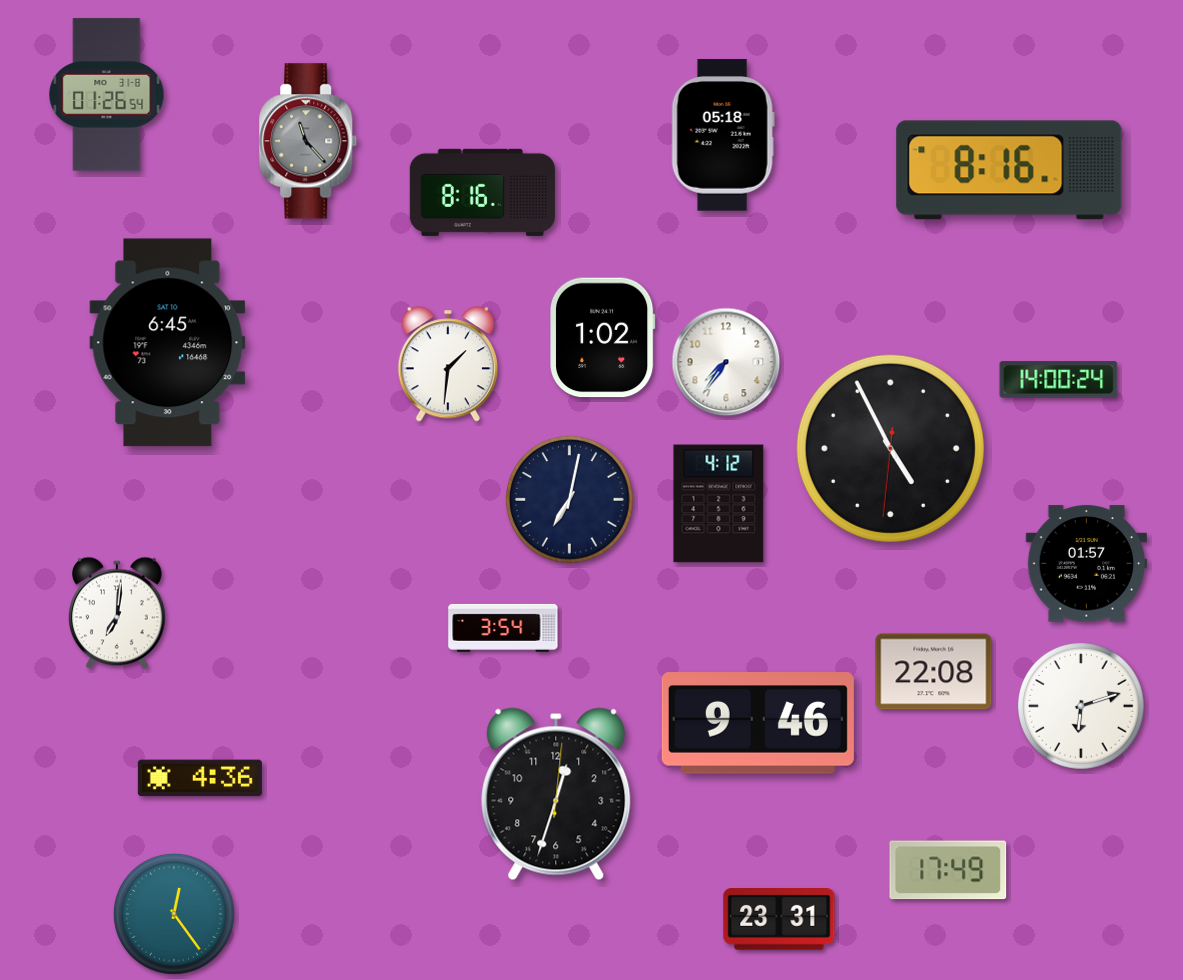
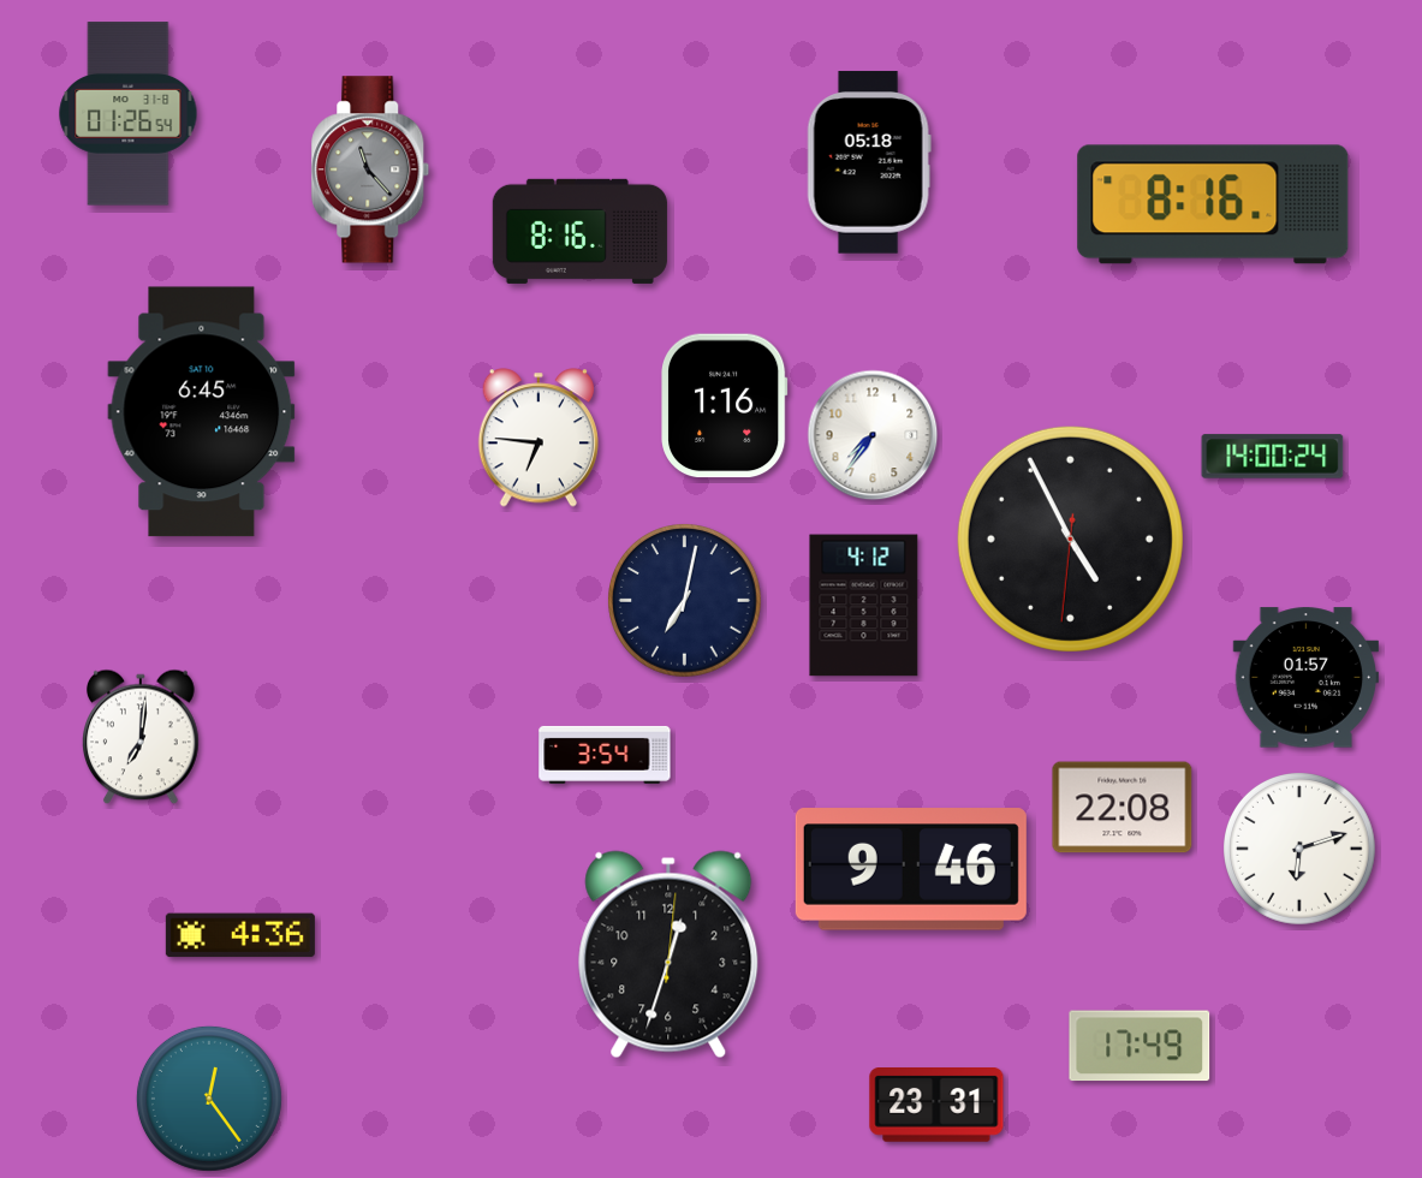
clock at (603, 338): 1:02 -> 1:16
clock at (447, 364): 1:31 -> 6:46
